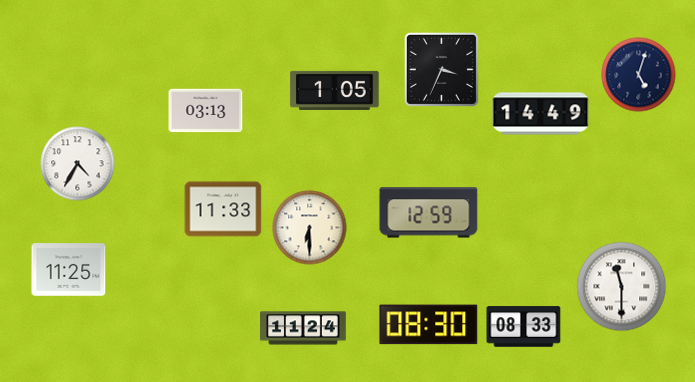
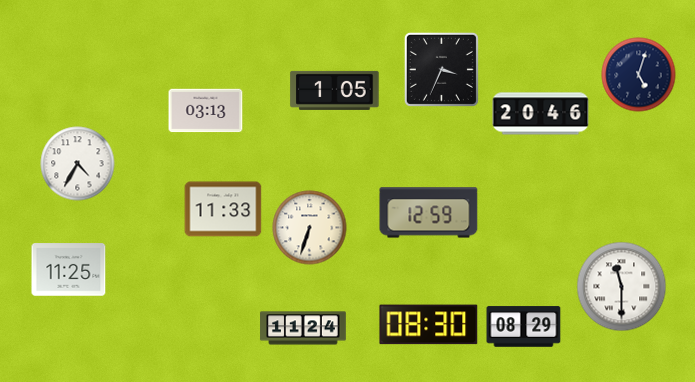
clock at (541, 114): 14:49 -> 20:46
clock at (310, 228): 6:30 -> 6:33
clock at (524, 327): 08:33 -> 08:29
